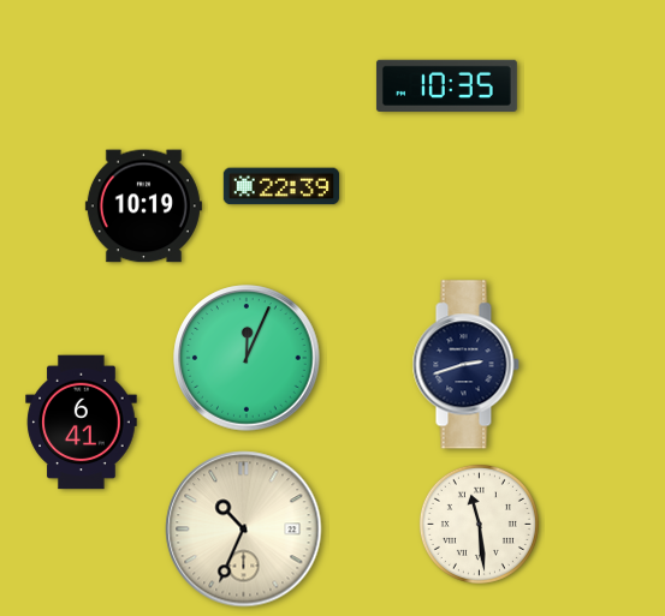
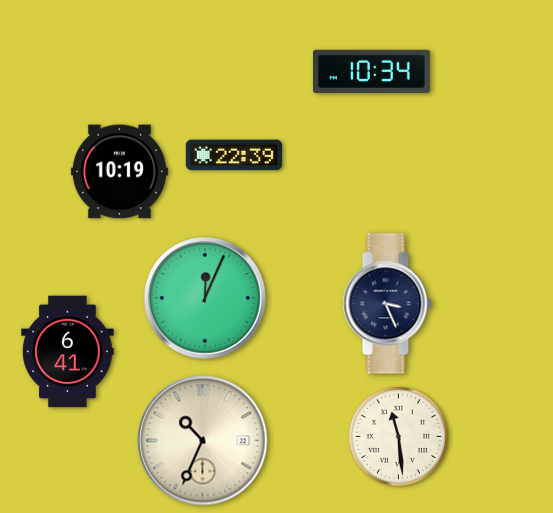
clock at (446, 85): 10:35 -> 10:34
clock at (465, 365): 2:42 -> 3:26
